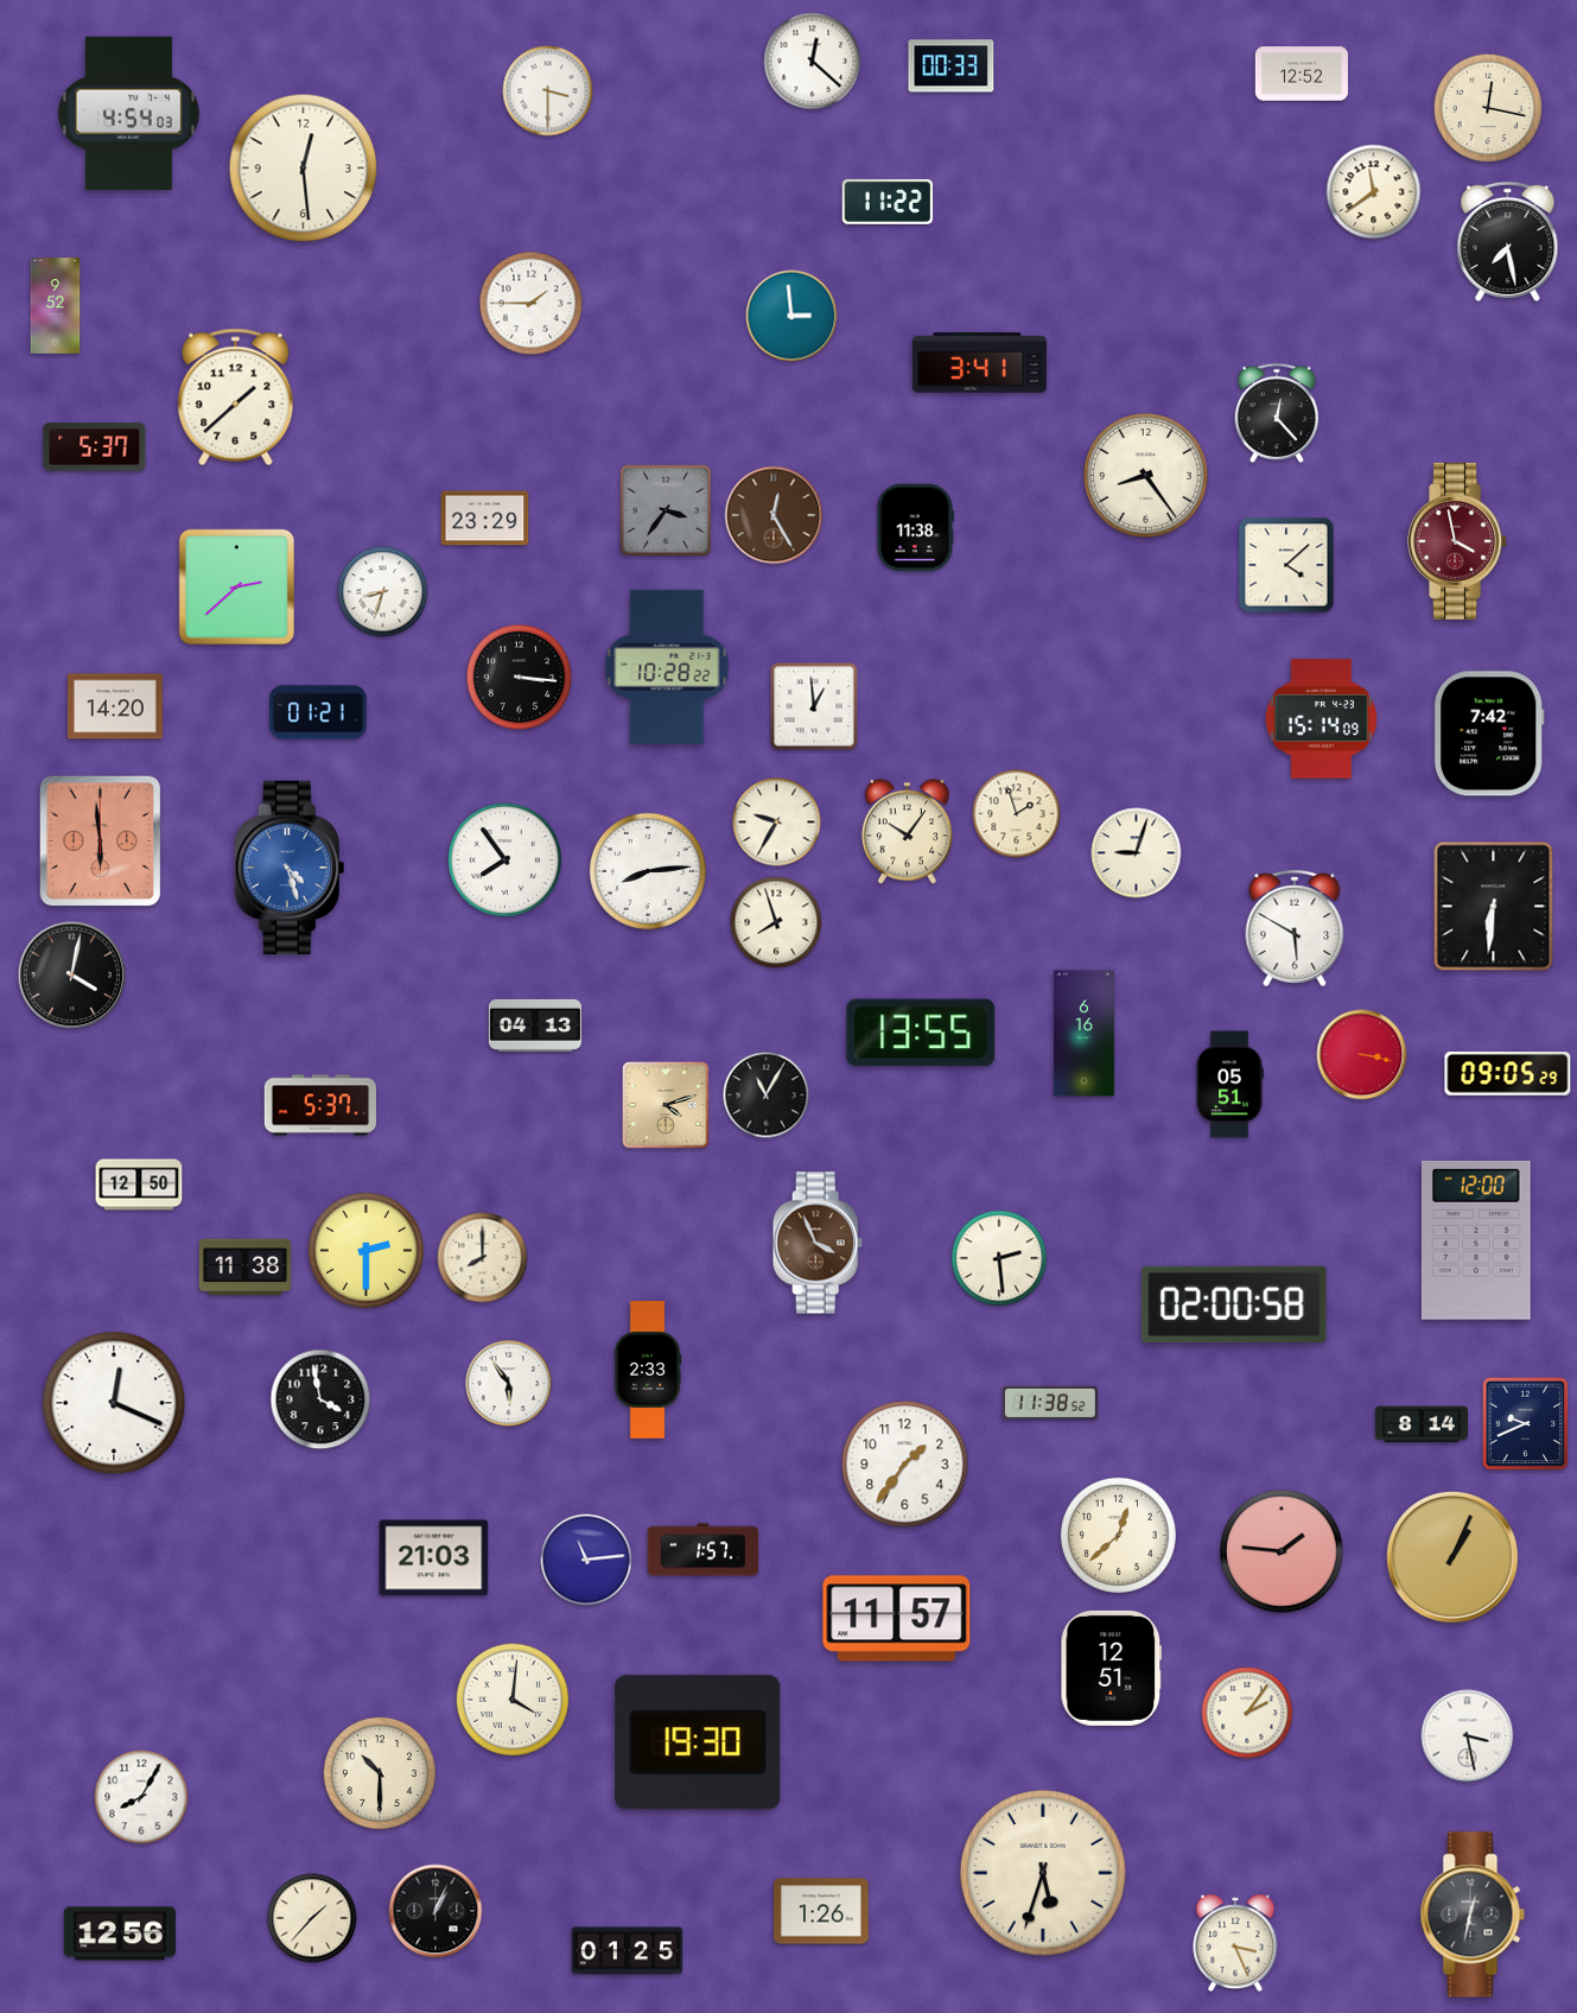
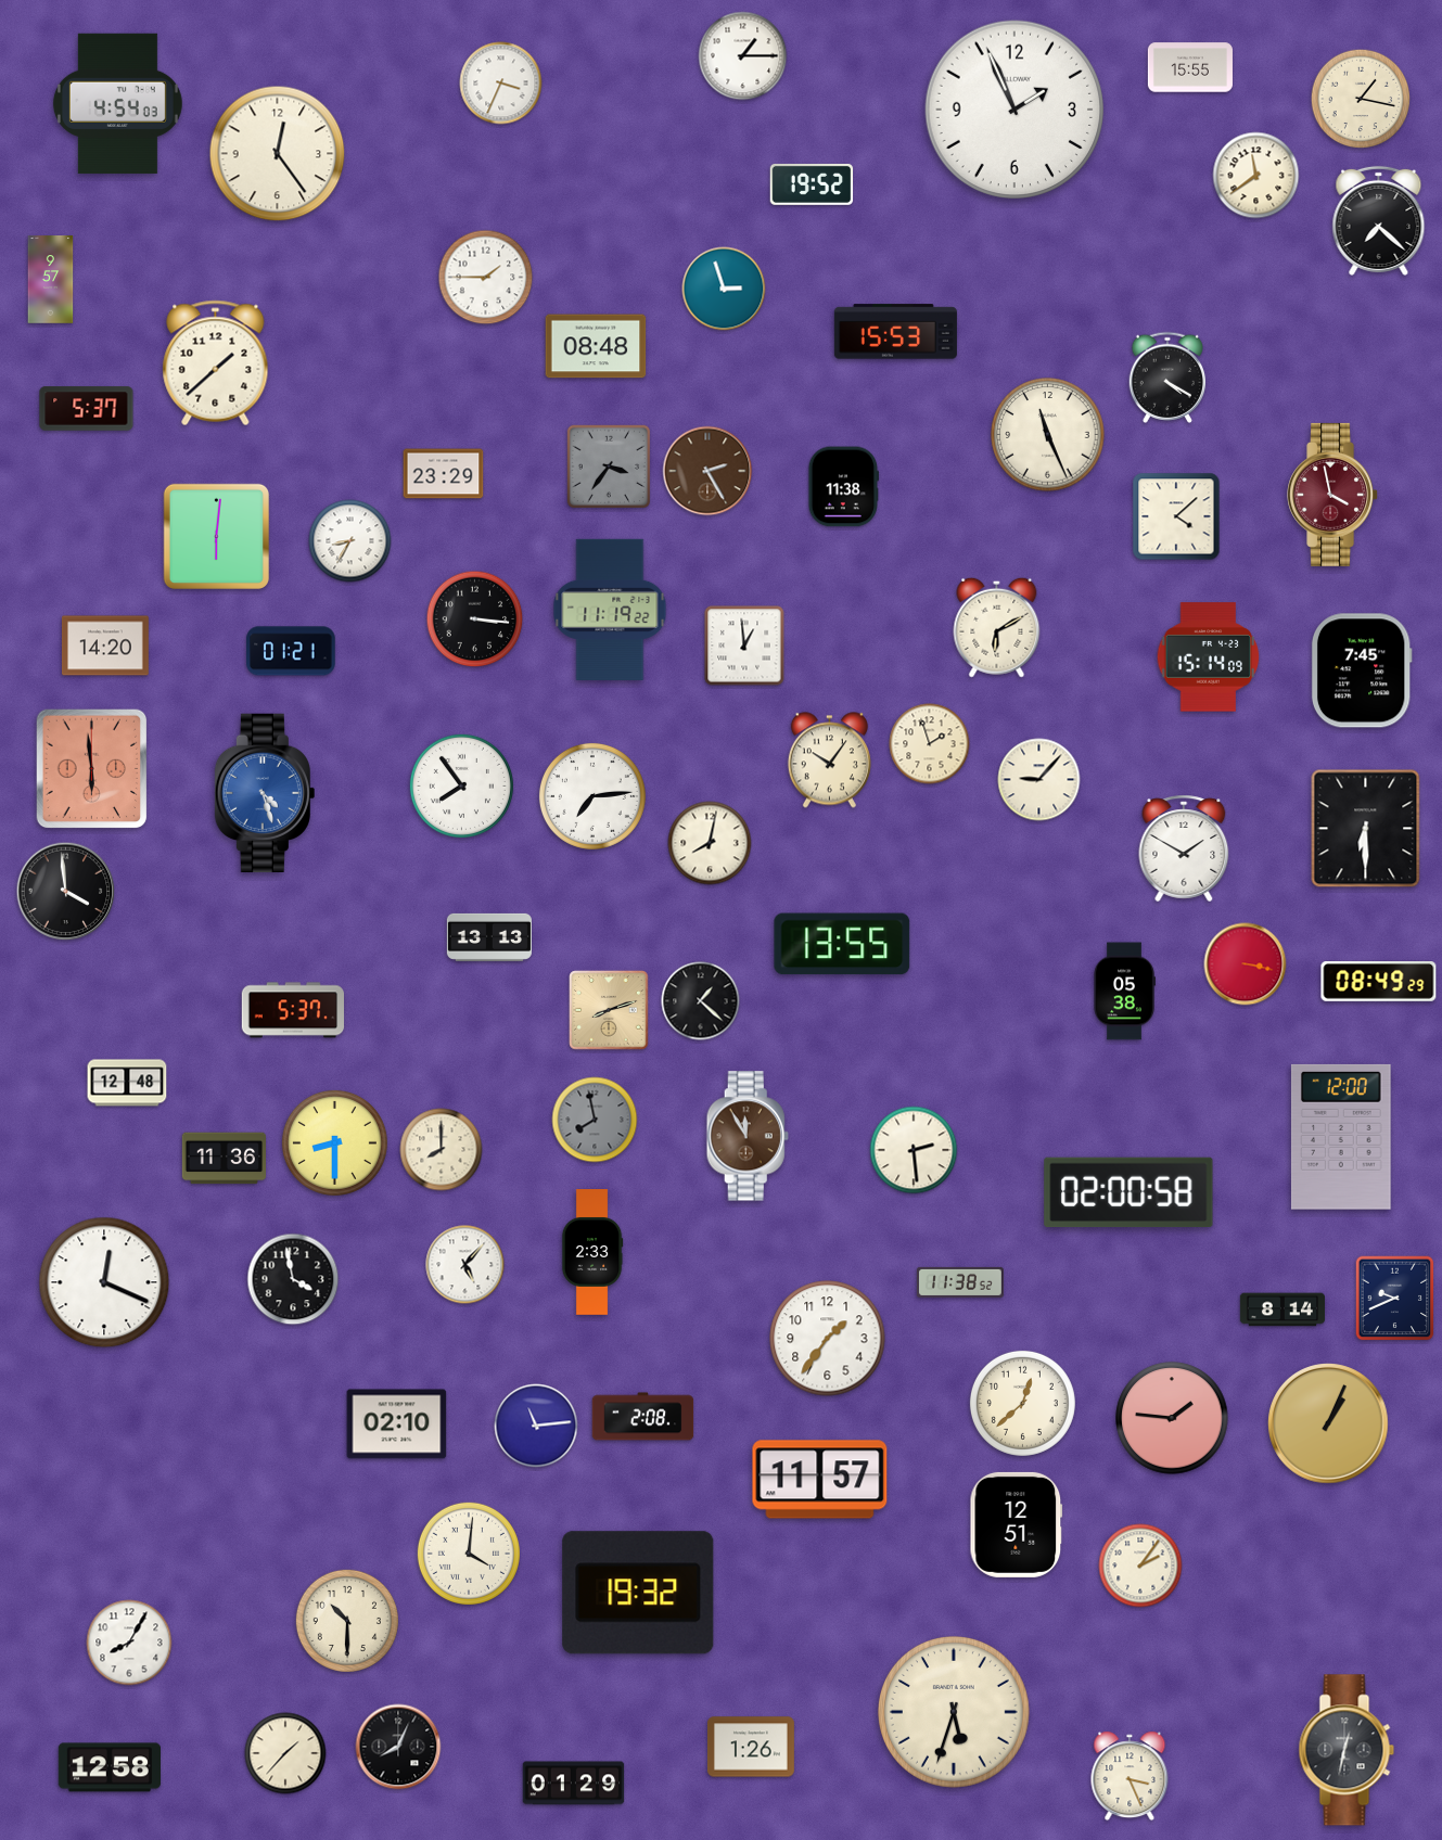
clock at (813, 62): 12:22 -> 1:15
clock at (952, 66): 00:33 -> none
clock at (1302, 74): 12:52 -> 15:55
clock at (548, 91): 3:30 -> 3:34
clock at (1488, 108): 12:17 -> 1:17
clock at (1014, 110): none -> 1:56
clock at (304, 169): 12:29 -> 12:24
clock at (888, 202): 11:22 -> 19:52
clock at (1508, 241): 7:28 -> 7:22
clock at (56, 306): 9:52 -> 9:57
clock at (791, 316): 2:59 -> 2:57
clock at (979, 363): 3:41 -> 15:53
clock at (596, 346): none -> 08:48
clock at (1276, 413): 12:23 -> 4:20
clock at (1146, 476): 8:24 -> 11:26
clock at (774, 515): 12:25 -> 2:25
clock at (916, 528) position: (916, 528) -> (844, 487)
clock at (236, 586): 2:38 -> 6:01
clock at (383, 592): 8:33 -> 8:35
clock at (667, 667): 10:28 -> 11:19
clock at (997, 627): none -> 6:10
clock at (1489, 734): 7:42 -> 7:45
clock at (777, 823): 9:35 -> none
clock at (1137, 853): 9:03 -> 9:07
clock at (648, 871): 8:14 -> 7:14
clock at (1494, 907): 6:31 -> 6:30
clock at (776, 922): 7:57 -> 8:02
clock at (1295, 928): 5:50 -> 1:50
clock at (72, 976): 4:02 -> 3:59
clock at (535, 1025): 04:13 -> 13:13
clock at (1083, 1034): 6:16 -> none
clock at (1508, 1074): 09:05 -> 08:49
clock at (1229, 1085): 05:51 -> 05:38
clock at (767, 1096): 11:05 -> 1:22
clock at (666, 1105): 4:12 -> 8:12
clock at (139, 1185): 12:50 -> 12:48
clock at (595, 1120): none -> 7:58
clock at (1476, 1240) position: (1476, 1240) -> (1341, 1137)
clock at (818, 1243): 3:56 -> 11:55
clock at (365, 1250): 2:30 -> 8:30
clock at (244, 1268): 11:38 -> 11:36
clock at (509, 1384): 5:54 -> 5:07
clock at (1422, 1424) position: (1422, 1424) -> (1283, 1309)
clock at (1526, 1424) position: (1526, 1424) -> (1395, 1299)
clock at (704, 1550): 1:57 -> 2:08
clock at (434, 1558): 21:03 -> 02:10
clock at (1468, 1736): 3:28 -> none
clock at (698, 1742): 19:30 -> 19:32
clock at (435, 1911): 1:04 -> 8:04
clock at (119, 1933): 12:56 -> 12:58
clock at (628, 1951): 01:25 -> 01:29
